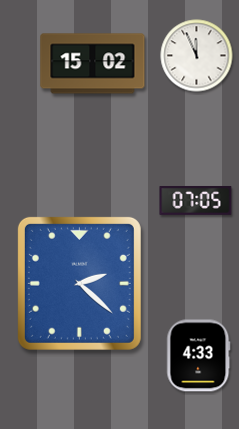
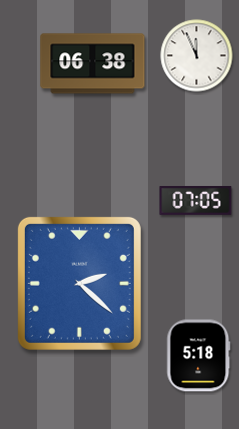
clock at (93, 64): 15:02 -> 06:38
clock at (199, 356): 4:33 -> 5:18
